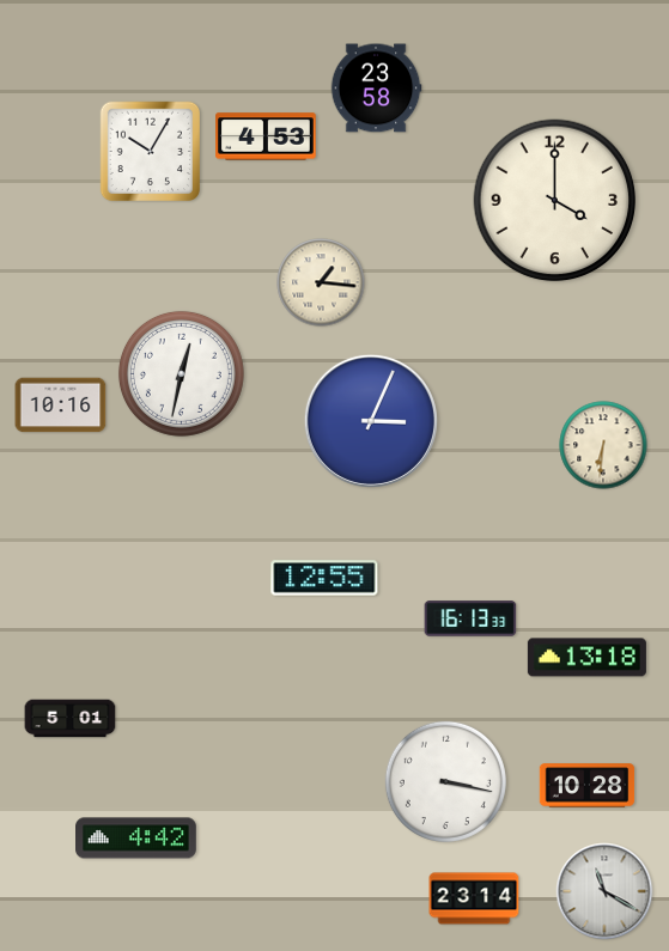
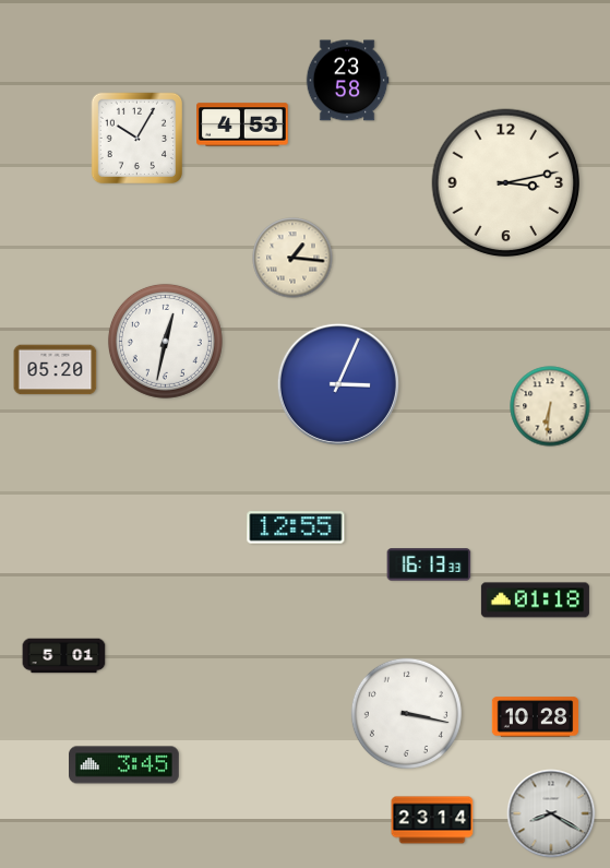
clock at (376, 89) position: (376, 89) -> (347, 81)
clock at (555, 201): 4:00 -> 3:13
clock at (61, 406): 10:16 -> 05:20
clock at (586, 658): 13:18 -> 01:18
clock at (136, 839): 4:42 -> 3:45
clock at (604, 891): 11:20 -> 8:20
